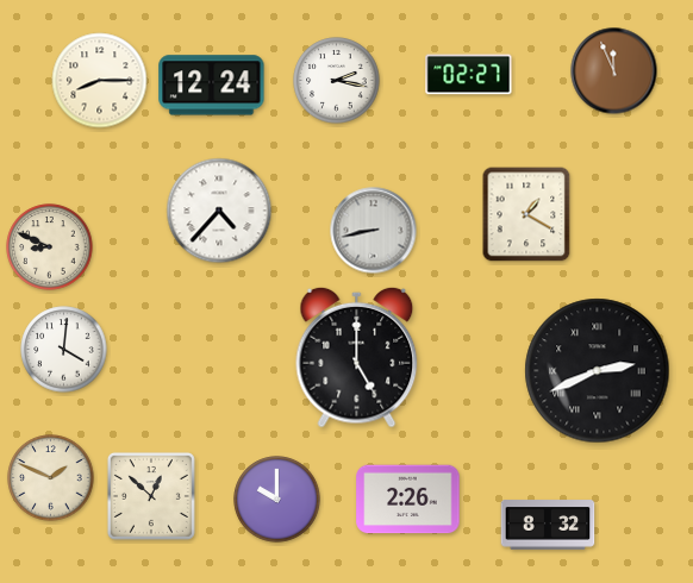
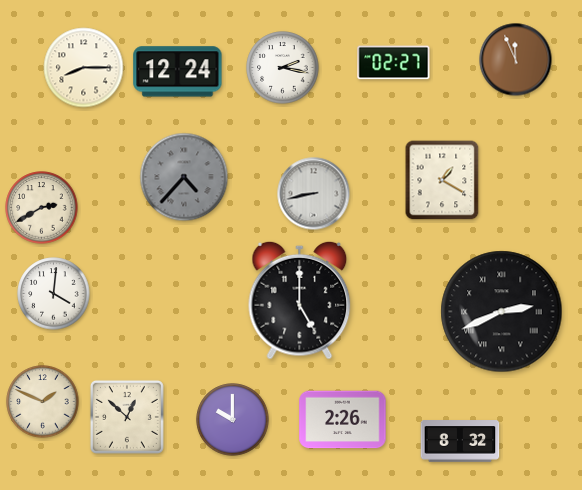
clock at (219, 211) dial: white -> grey
clock at (50, 247): 8:49 -> 2:40
